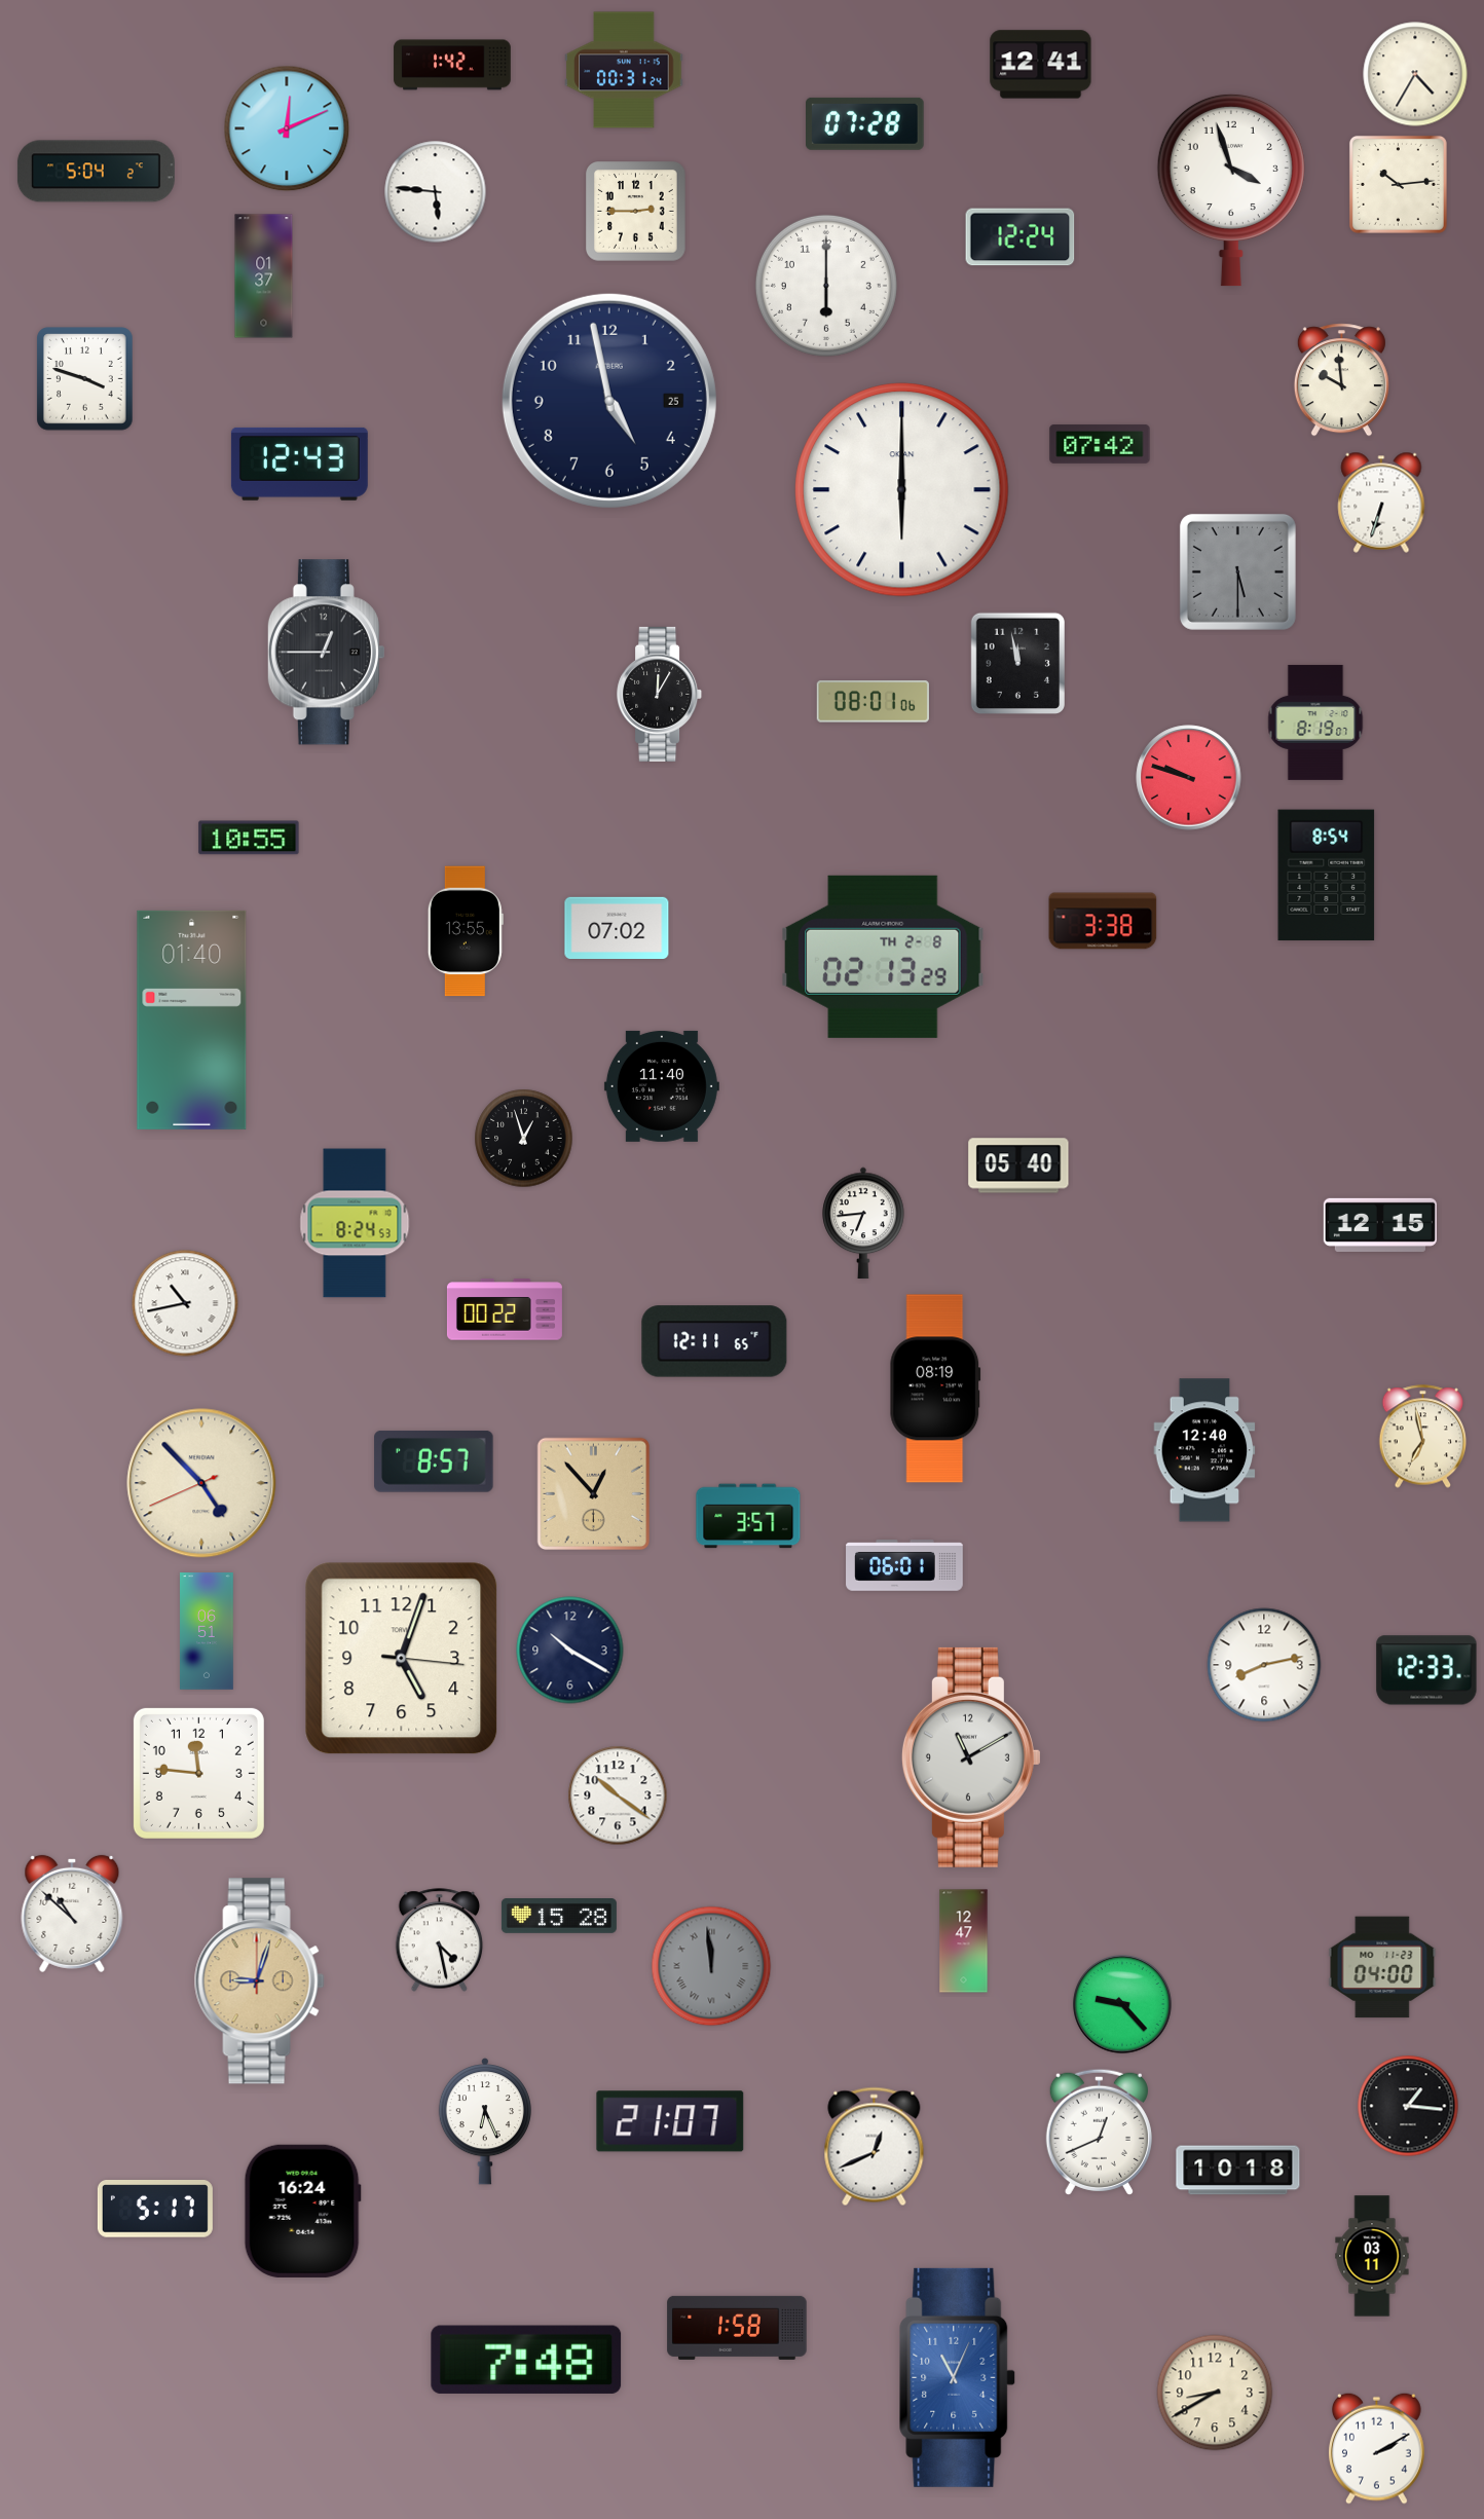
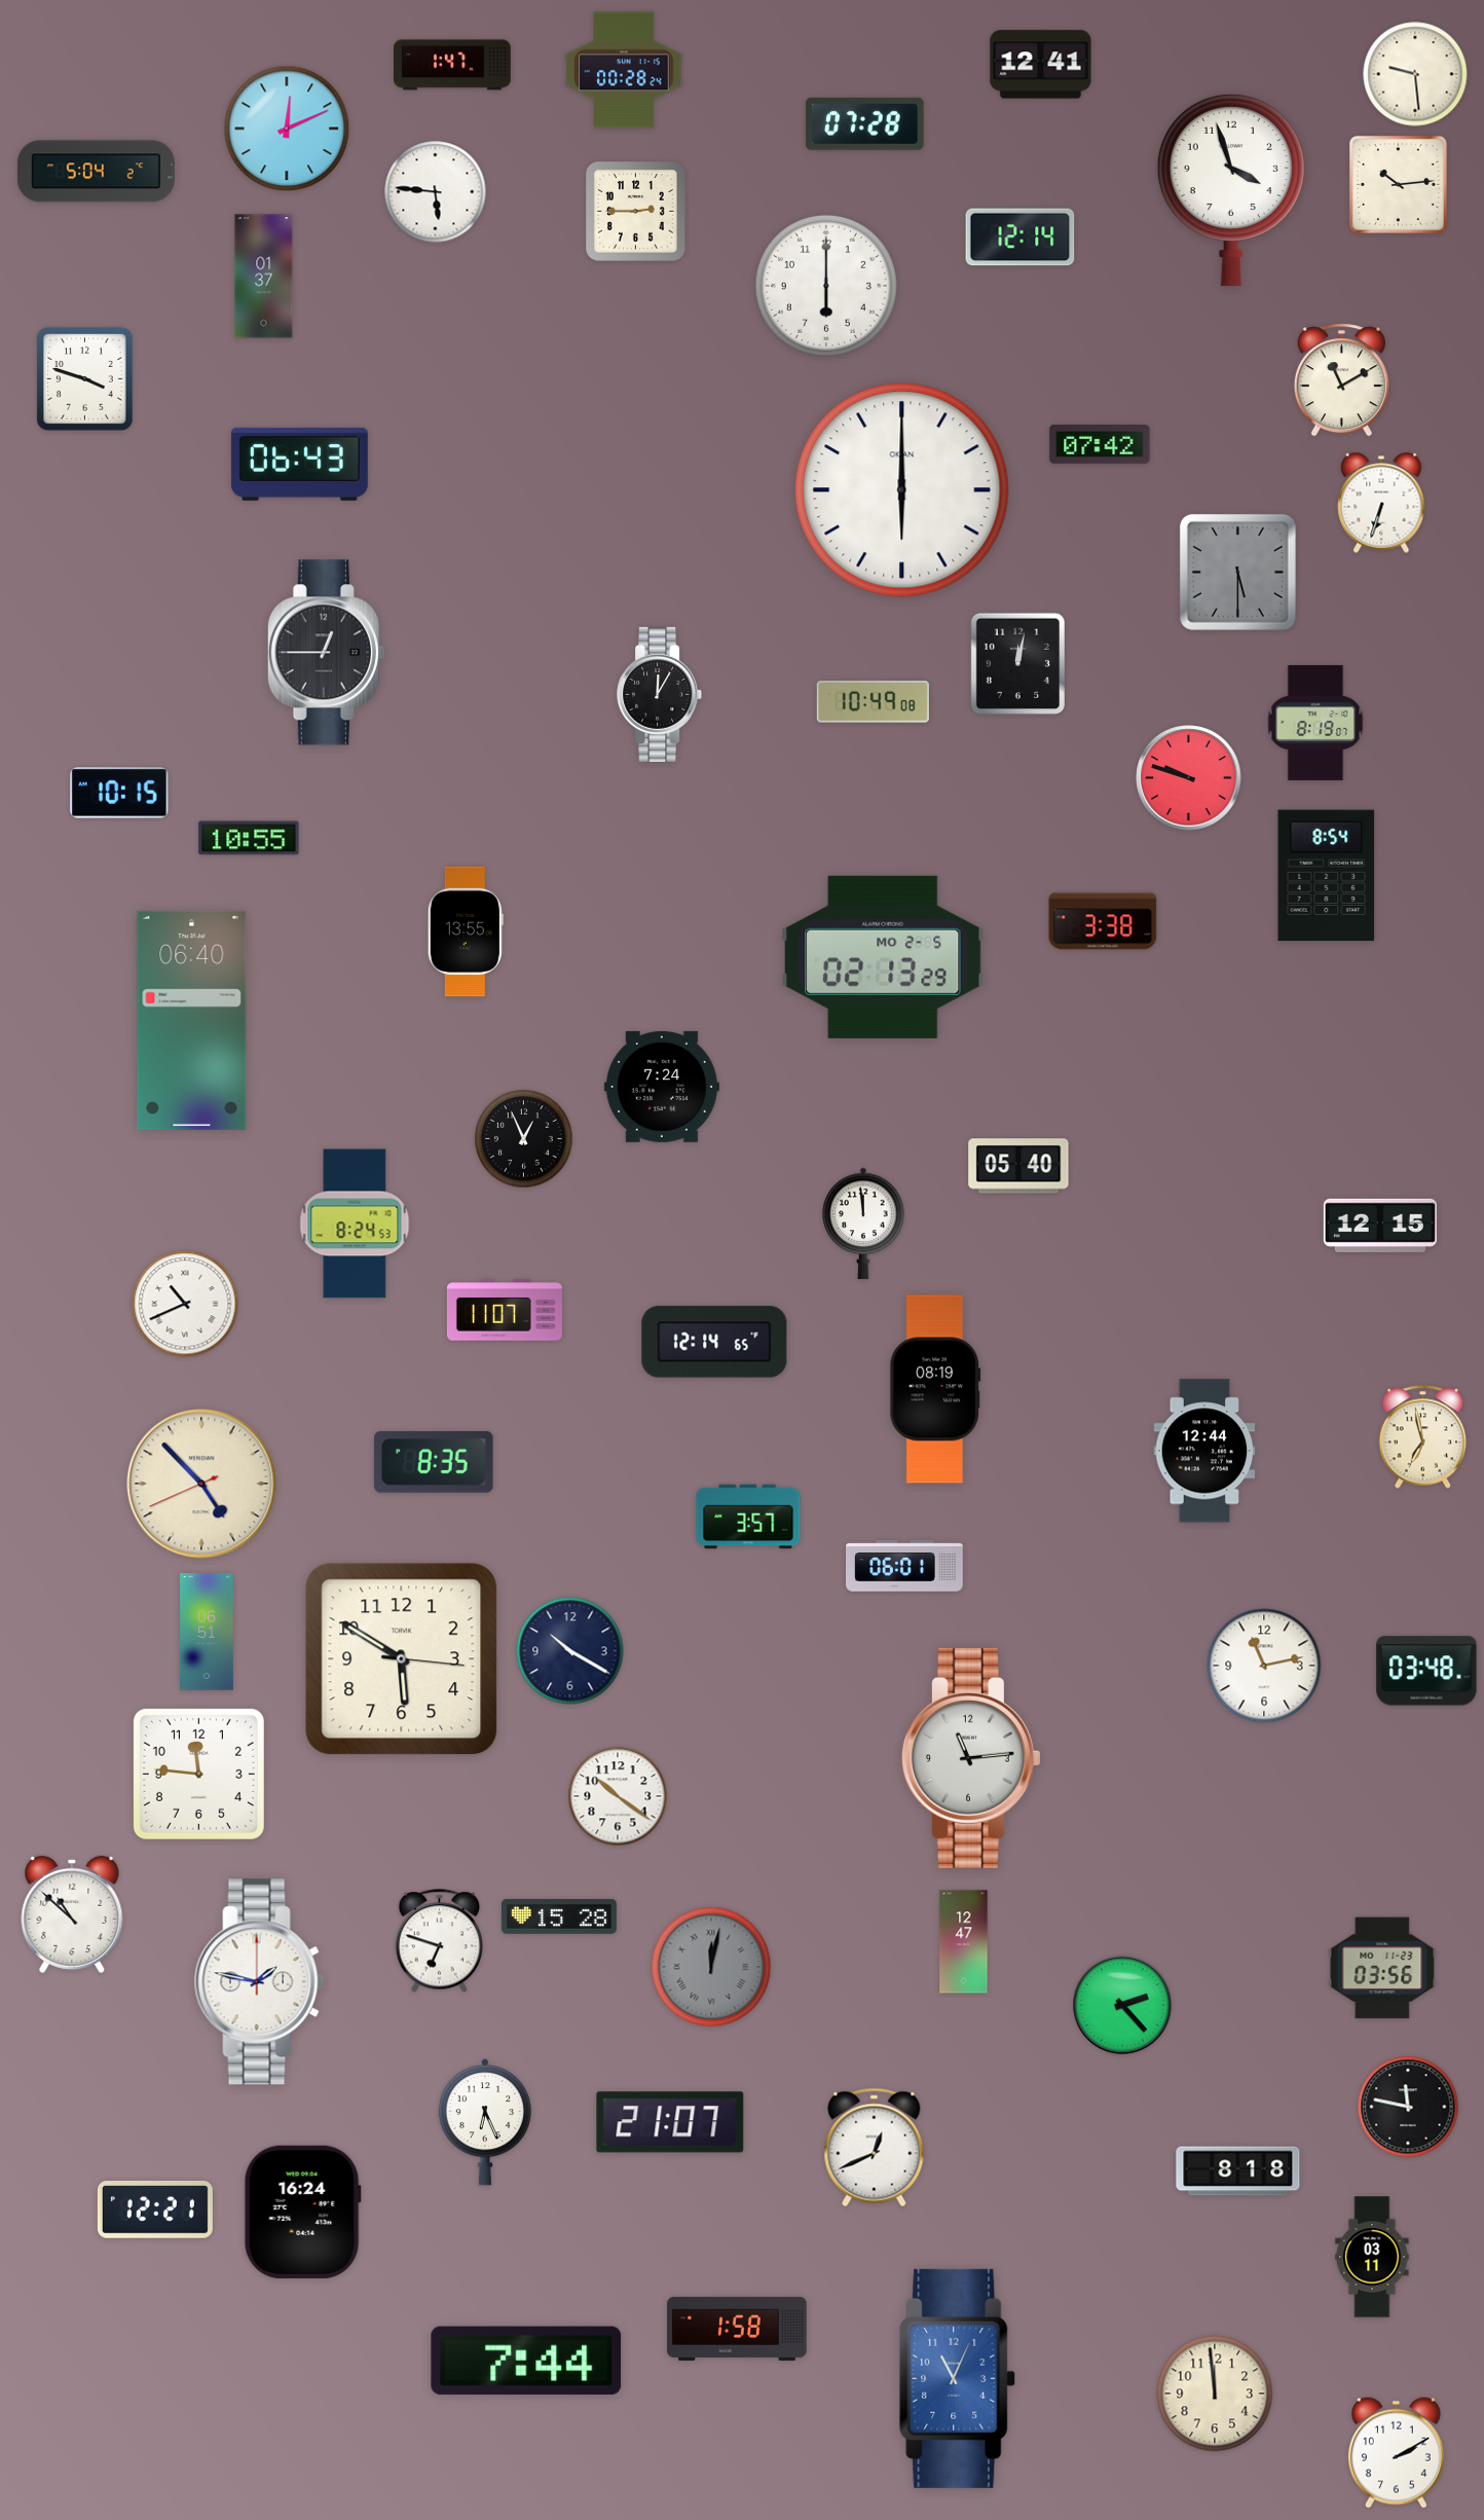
clock at (452, 65): 1:42 -> 1:47
clock at (624, 70): 00:31 -> 00:28
clock at (1415, 74): 4:35 -> 9:29
clock at (1021, 237): 12:24 -> 12:14
clock at (1341, 380): 9:59 -> 11:10
clock at (609, 401): 4:58 -> none
clock at (299, 464): 12:43 -> 06:43
clock at (1017, 663): 11:58 -> 12:02
clock at (873, 702): 08:01 -> 10:49
clock at (119, 793): none -> 10:15
clock at (617, 927): 07:02 -> none
clock at (883, 957) date: TH 2-8 -> MO 2-5
clock at (192, 1020): 01:40 -> 06:40
clock at (662, 1086): 11:40 -> 7:24
clock at (524, 1139): 12:57 -> 12:56
clock at (863, 1223): 6:44 -> 11:59
clock at (185, 1303): 10:43 -> 10:41
clock at (505, 1309): 00:22 -> 11:07
clock at (714, 1341): 12:11 -> 12:14
clock at (1204, 1450): 12:40 -> 12:44
clock at (434, 1461): 8:57 -> 8:35
clock at (594, 1494): 12:53 -> none
clock at (402, 1659): 5:03 -> 5:50
clock at (1264, 1665): 8:13 -> 11:13
clock at (1426, 1670): 12:33 -> 03:48
clock at (971, 1757): 11:10 -> 11:14
clock at (440, 1940): 4:28 -> 6:48
clock at (711, 1966): 11:59 -> 12:02
clock at (1382, 1967): 04:00 -> 03:56
clock at (259, 1981): 9:03 -> 1:47
clock at (259, 1981) dial: champagne -> white
clock at (1122, 2004): 9:23 -> 2:23
clock at (1408, 2106): 1:16 -> 11:47
clock at (1099, 2132): 12:41 -> none
clock at (1238, 2171): 10:18 -> 8:18
clock at (155, 2209): 5:17 -> 12:21
clock at (526, 2360): 7:48 -> 7:44
clock at (1215, 2393): 8:40 -> 11:59
clock at (1377, 2448) position: (1377, 2448) -> (1397, 2452)
